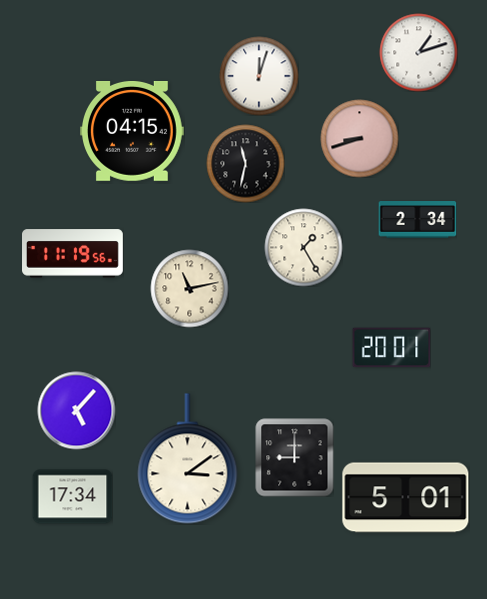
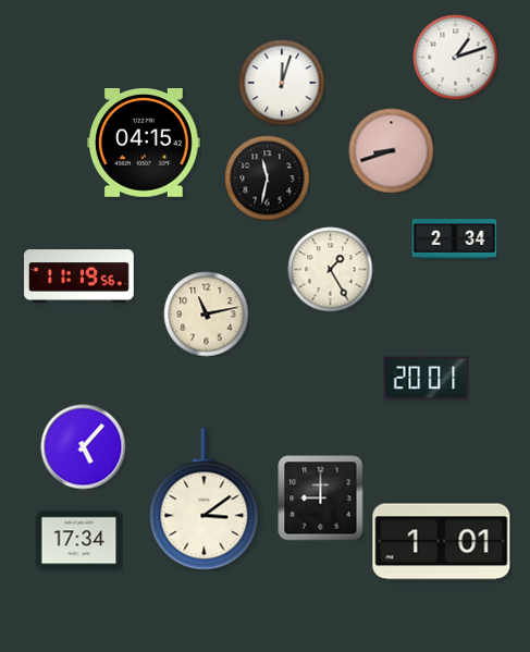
clock at (406, 498): 5:01 -> 1:01
